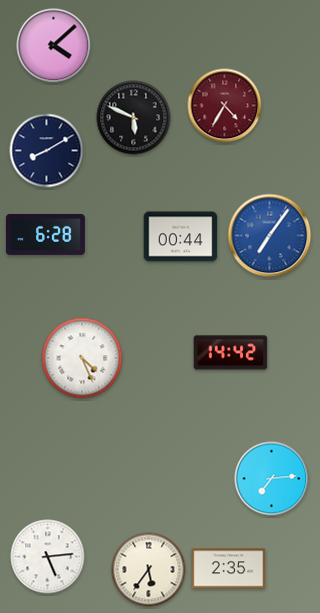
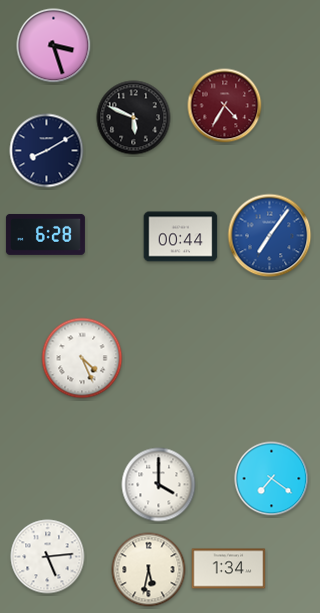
clock at (54, 46): 4:08 -> 3:27
clock at (231, 353): 14:42 -> none
clock at (272, 479): 7:14 -> 7:21
clock at (159, 485): none -> 4:00
clock at (229, 569): 2:35 -> 1:34
clock at (149, 570): 5:36 -> 5:32
